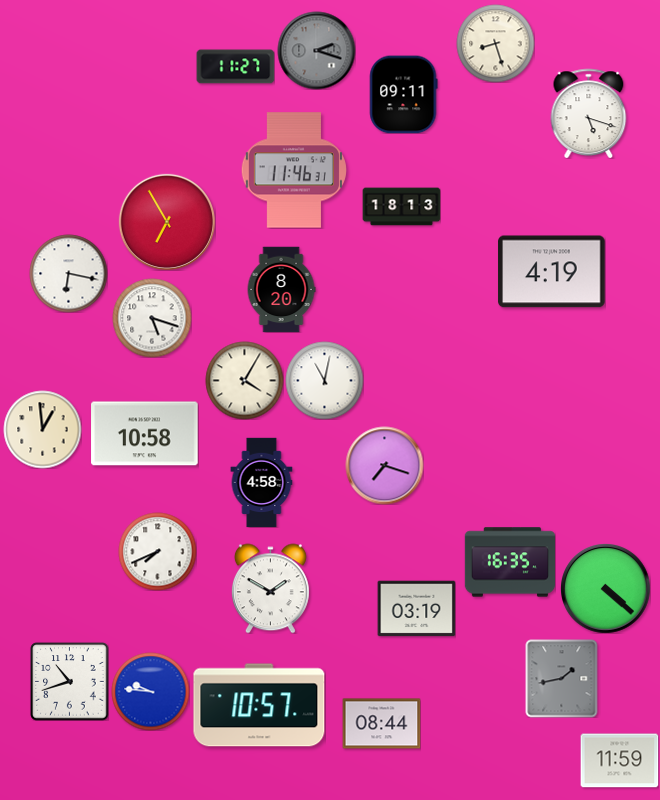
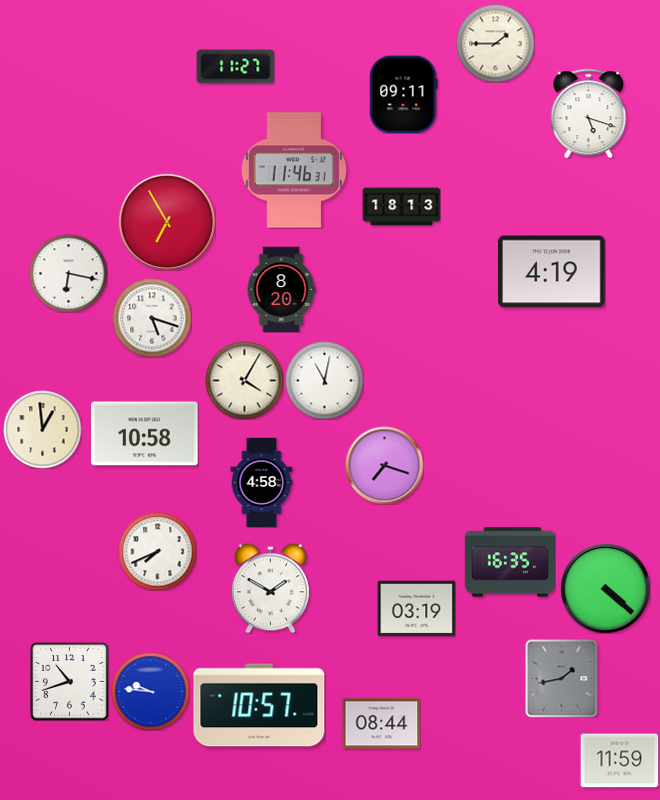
clock at (495, 43): 8:27 -> 1:45
clock at (316, 50): 2:18 -> none
